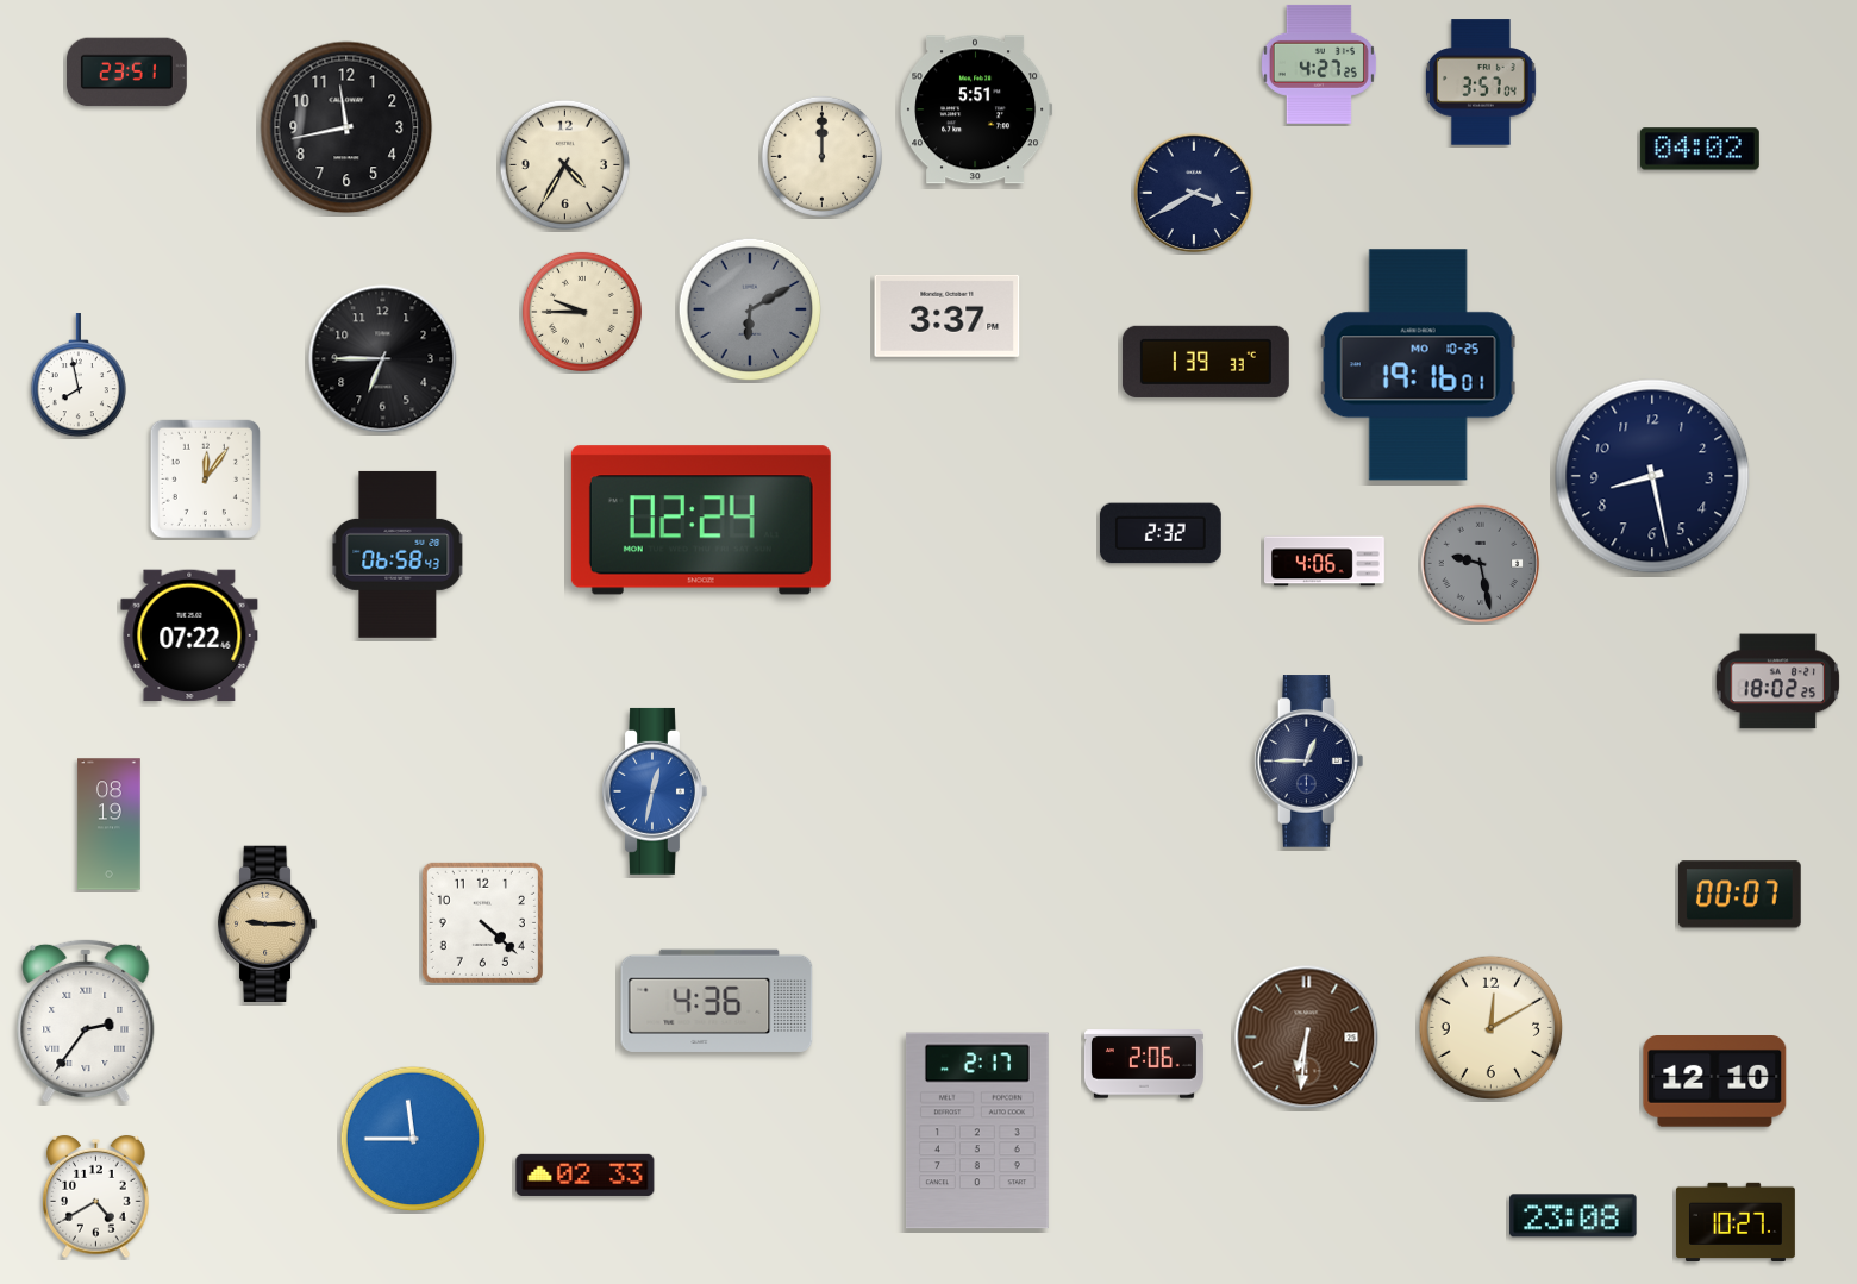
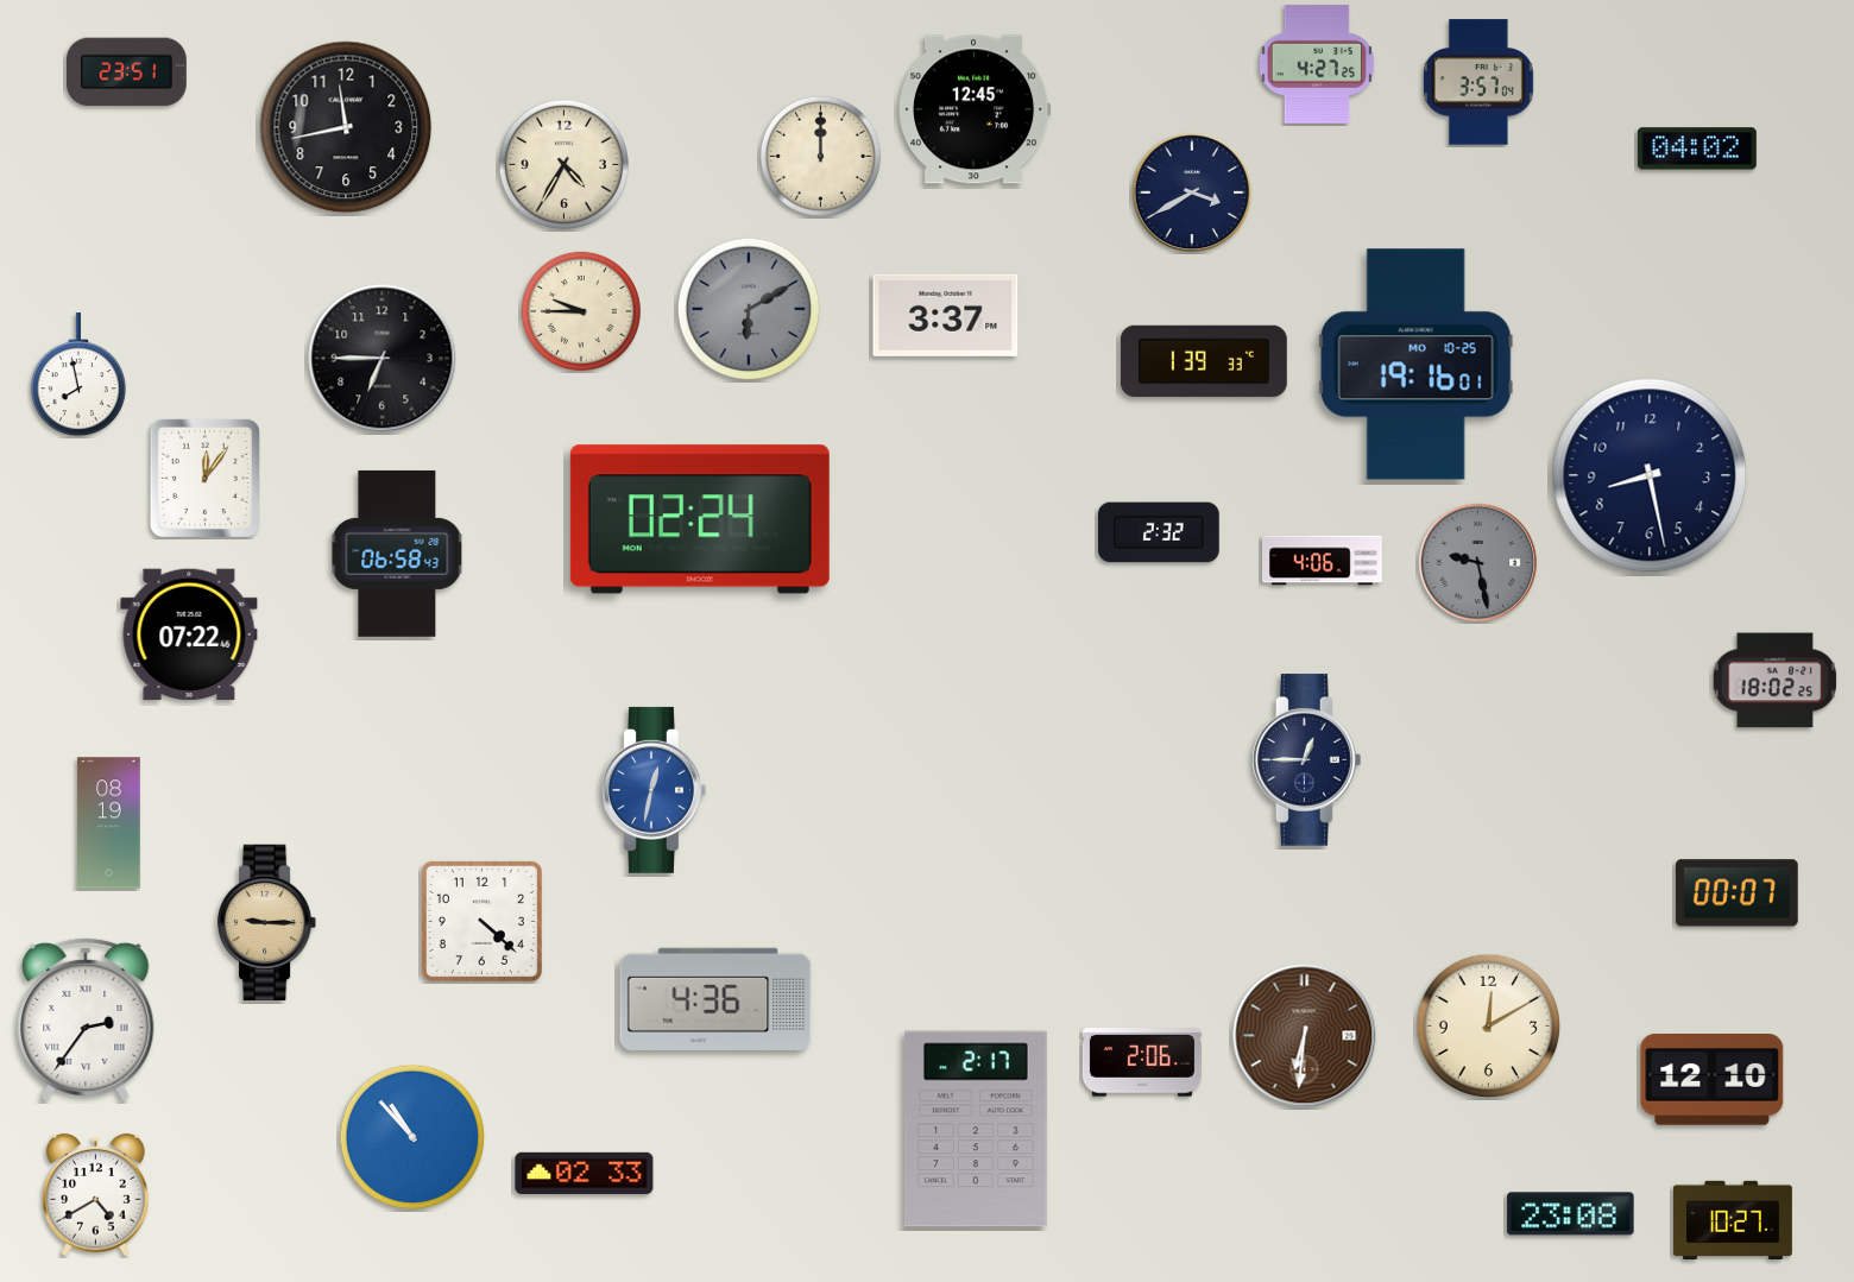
clock at (976, 109): 5:51 -> 12:45
clock at (413, 1139): 11:45 -> 10:53
